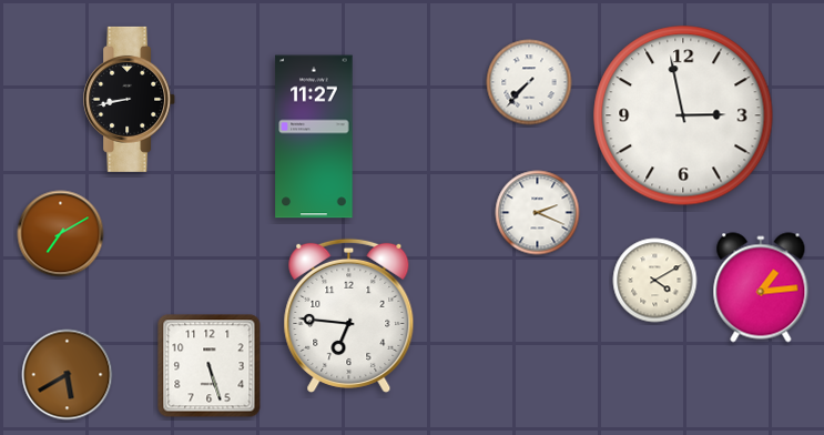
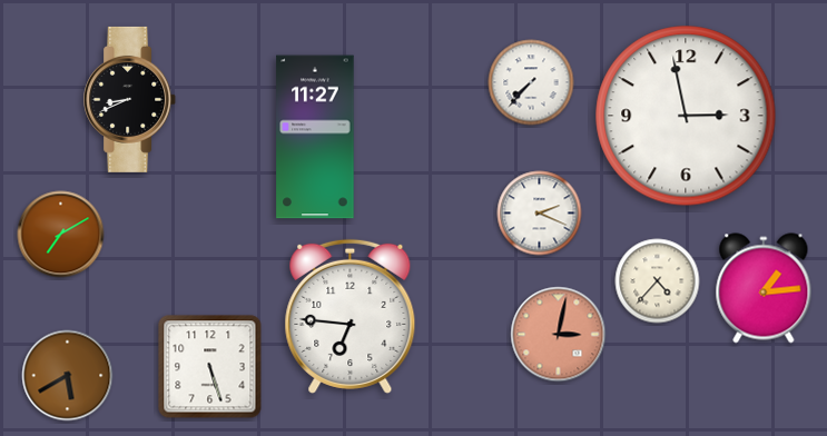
clock at (130, 99): 8:43 -> 8:41
clock at (655, 281): 4:10 -> 4:37
clock at (559, 335): none -> 3:02
